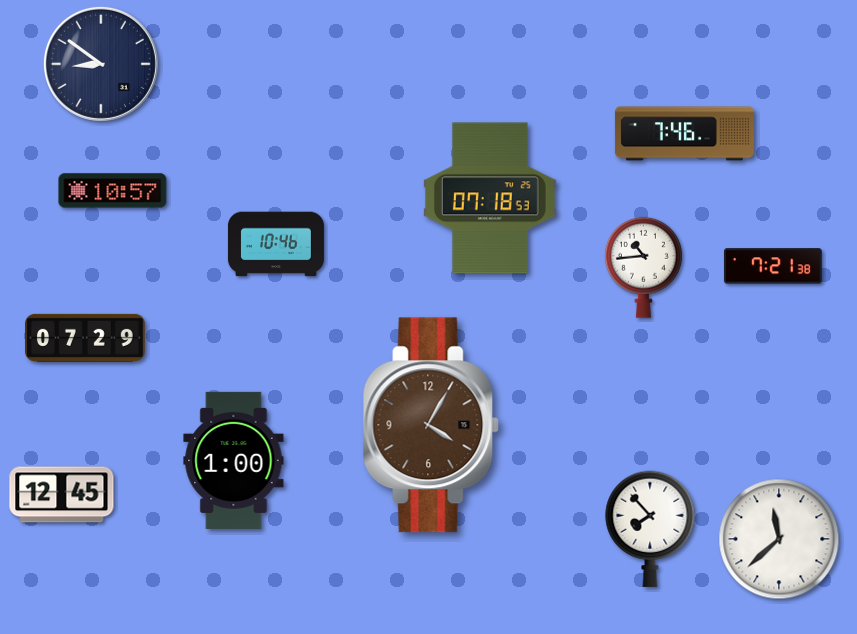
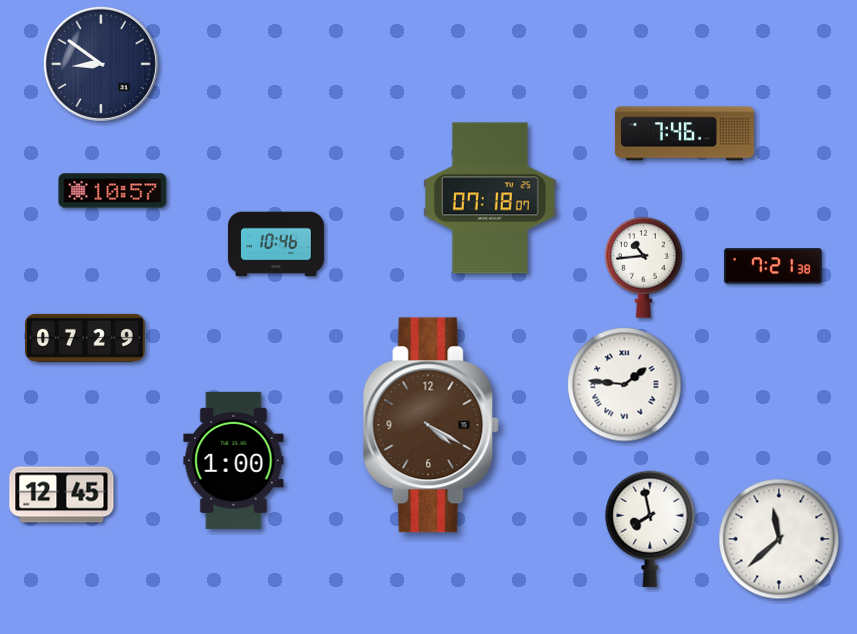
clock at (490, 198): 07:18:53 -> 07:18:07
clock at (625, 385): none -> 1:46
clock at (431, 425): 4:05 -> 4:20
clock at (650, 529): 7:53 -> 7:58
